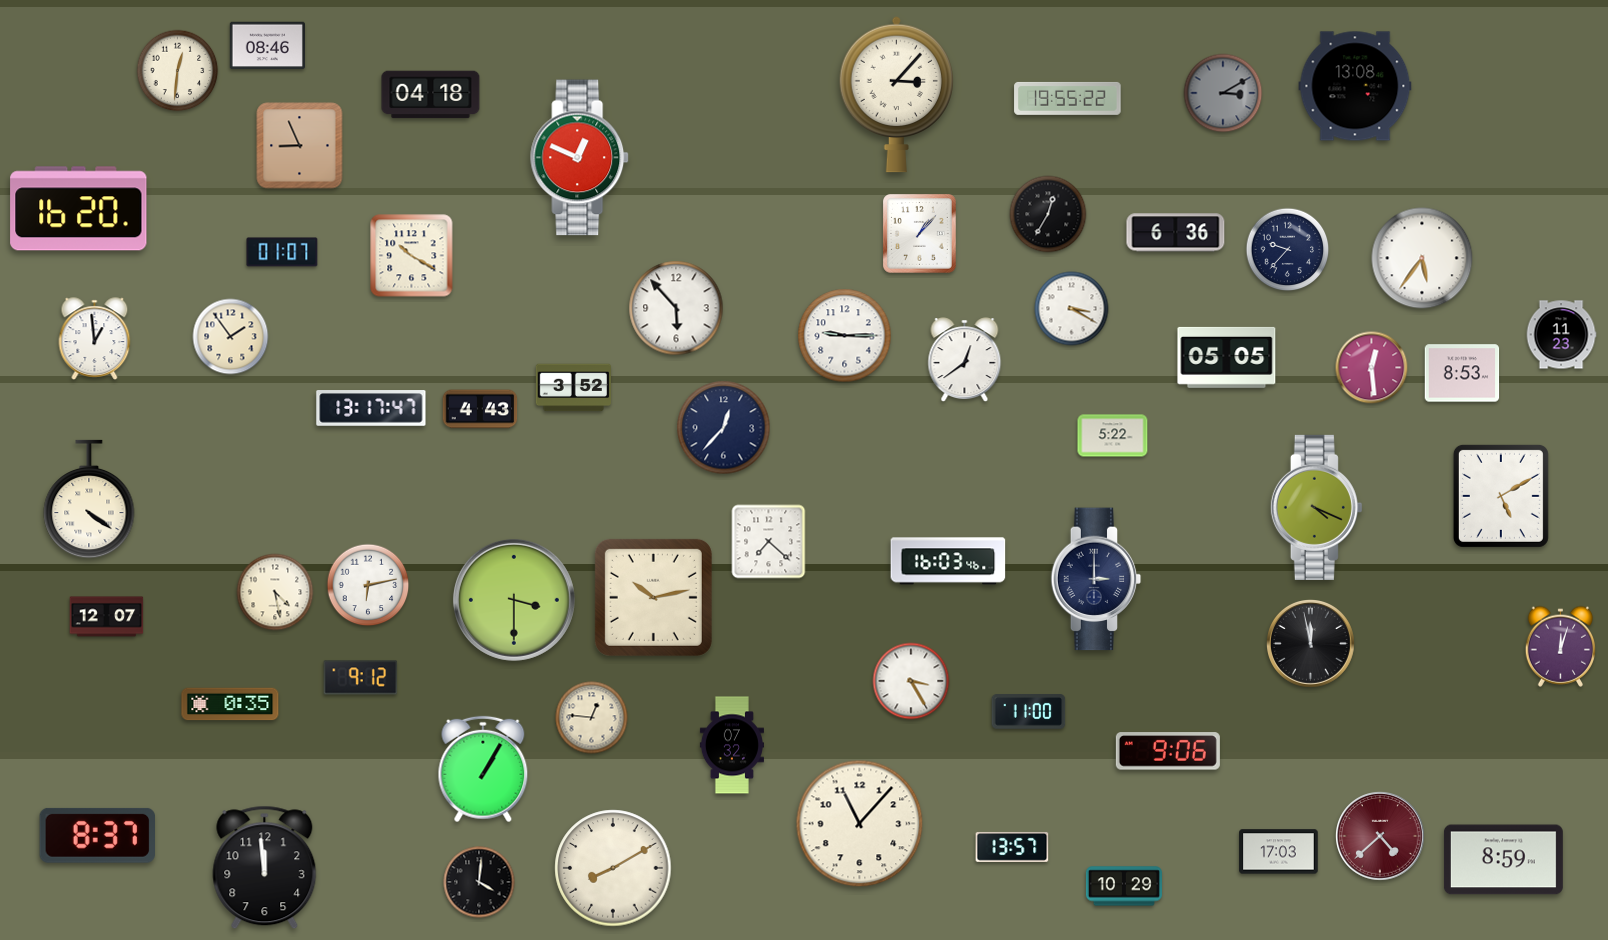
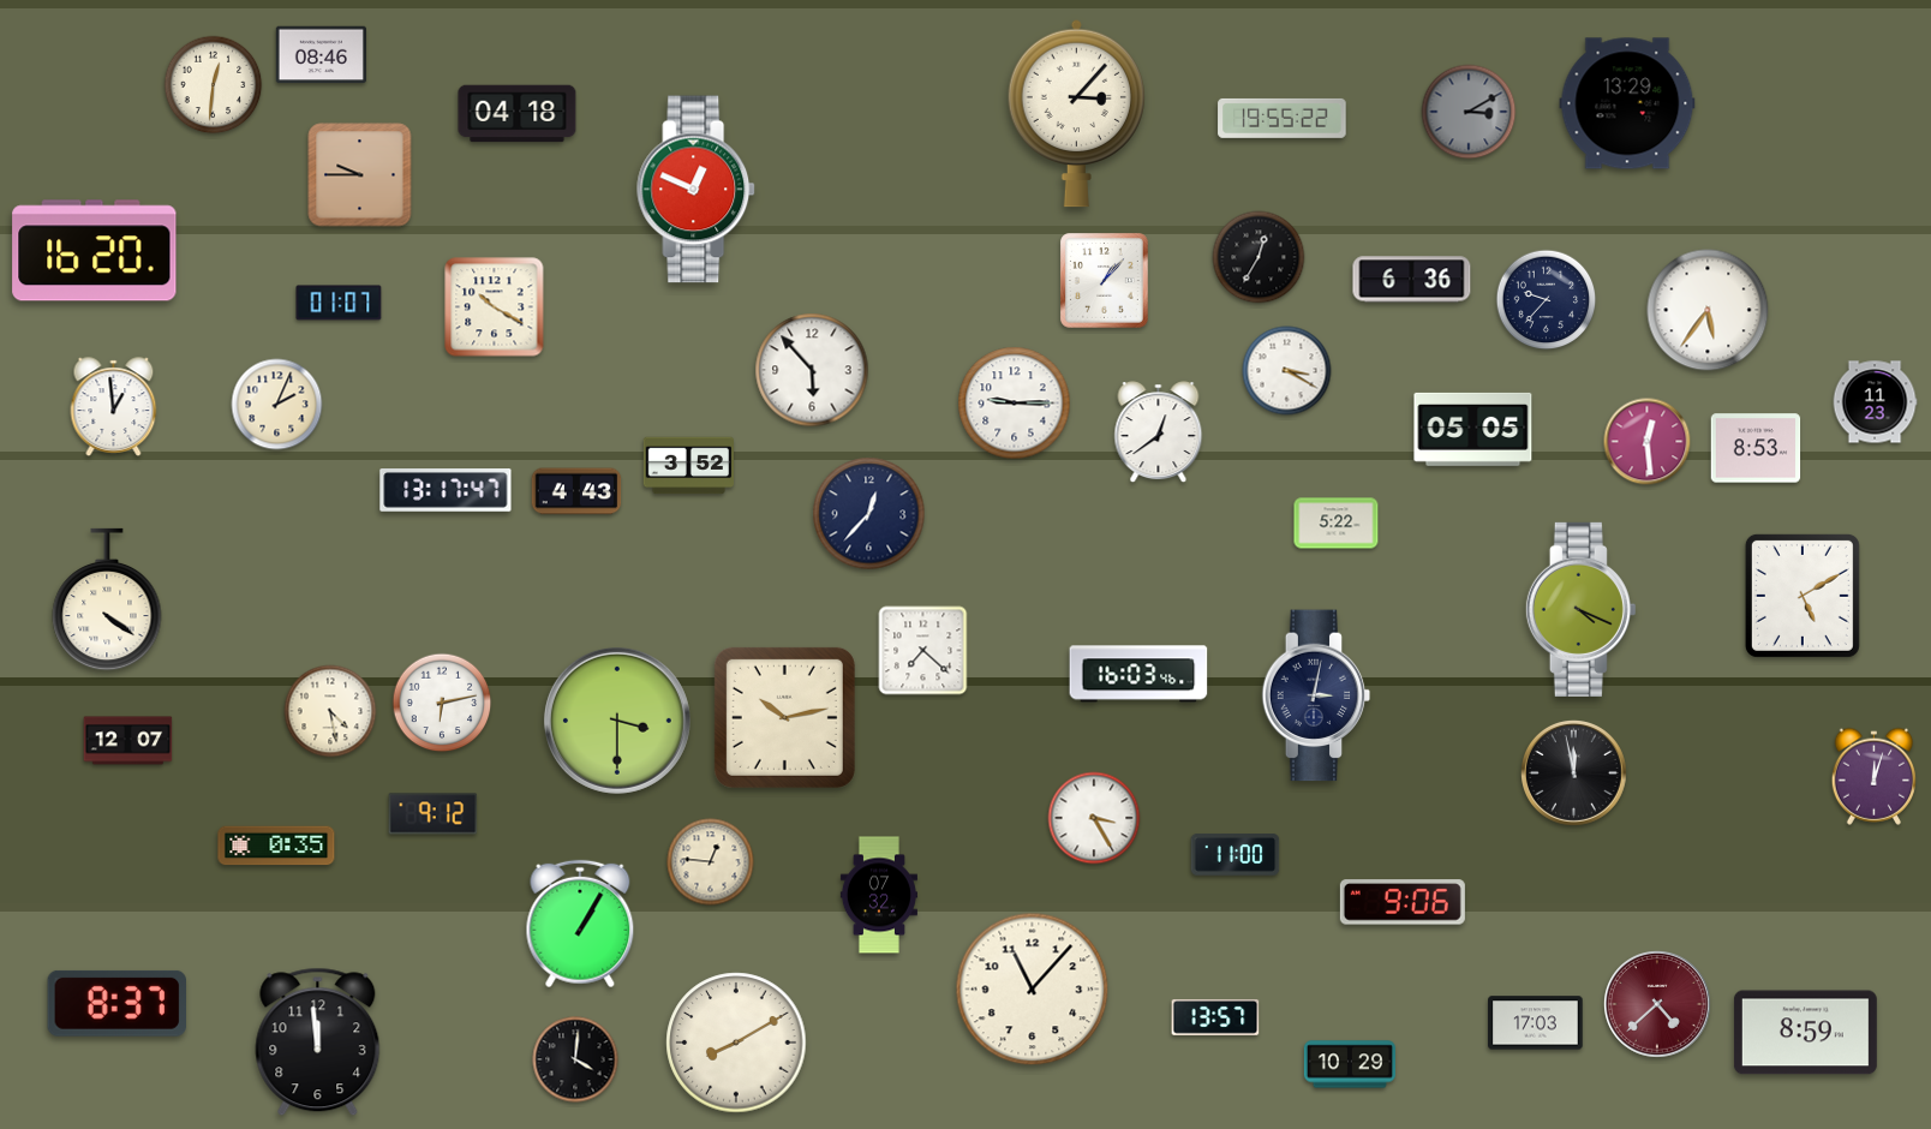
clock at (1355, 86): 13:08 -> 13:29
clock at (300, 146): 8:56 -> 9:45
clock at (231, 337): 1:54 -> 2:04
clock at (1096, 579): 3:00 -> 3:02
